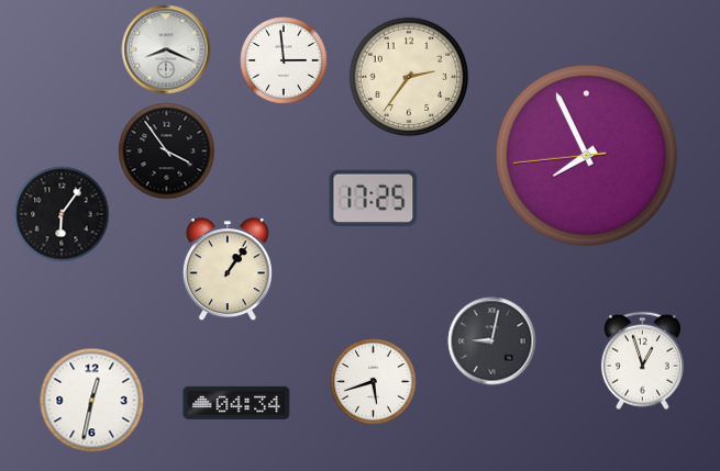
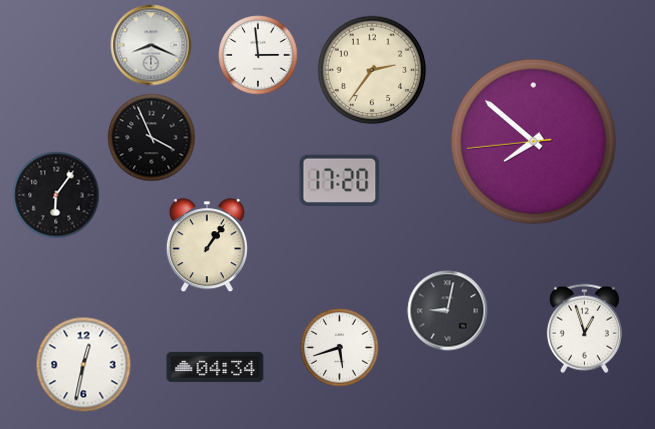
clock at (167, 152): 3:54 -> 3:56
clock at (586, 155): 7:55 -> 7:51
clock at (374, 199): 17:25 -> 17:20
